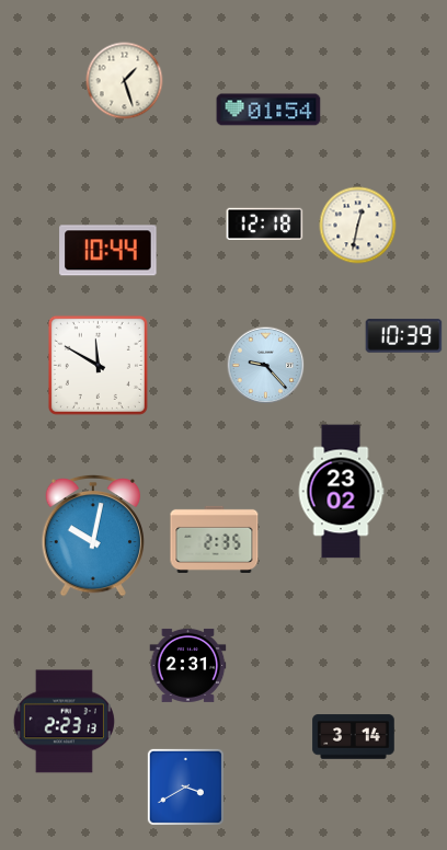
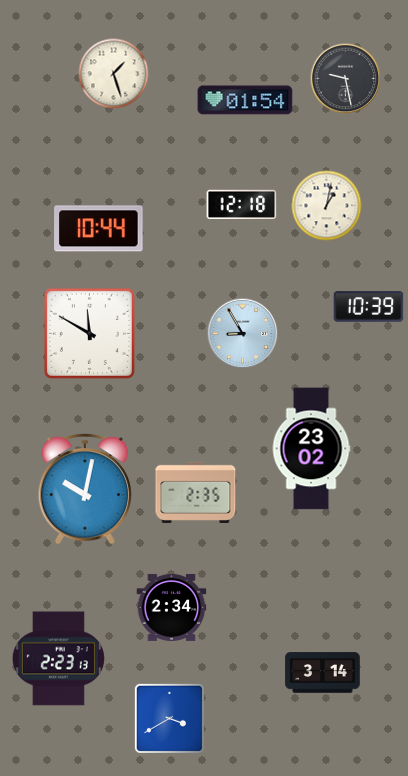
clock at (346, 79): none -> 9:28
clock at (358, 226): 12:32 -> 1:02
clock at (266, 366): 9:23 -> 8:55
clock at (188, 665): 2:31 -> 2:34
